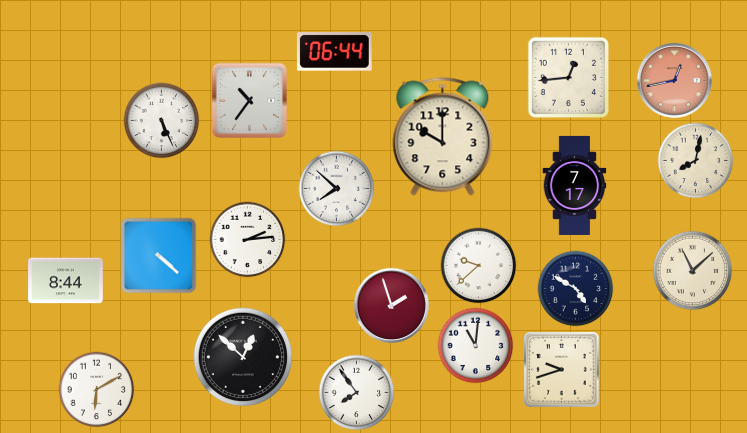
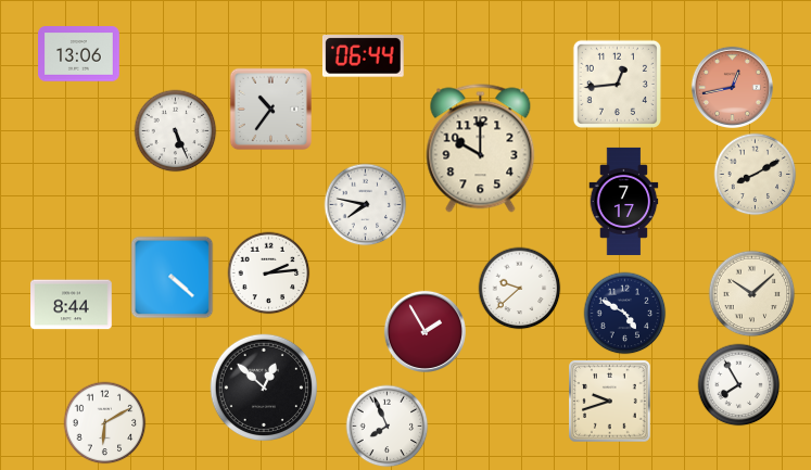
clock at (79, 54): none -> 13:06
clock at (696, 161): 8:02 -> 8:10
clock at (337, 189): 7:52 -> 7:47
clock at (248, 240) position: (248, 240) -> (269, 274)
clock at (693, 271): 11:08 -> 10:08
clock at (391, 305): 1:57 -> 1:55
clock at (476, 346): 11:01 -> none
clock at (739, 385): none -> 7:55
clock at (357, 393): 7:54 -> 7:56
